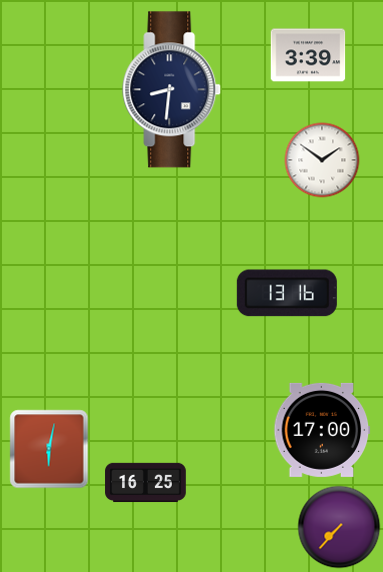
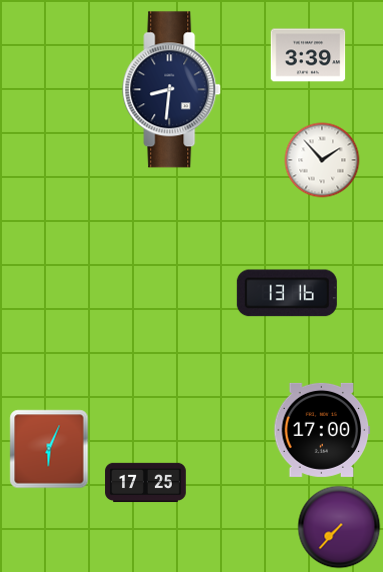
clock at (322, 160): 1:51 -> 1:53
clock at (49, 449): 6:02 -> 6:04
clock at (146, 483): 16:25 -> 17:25
